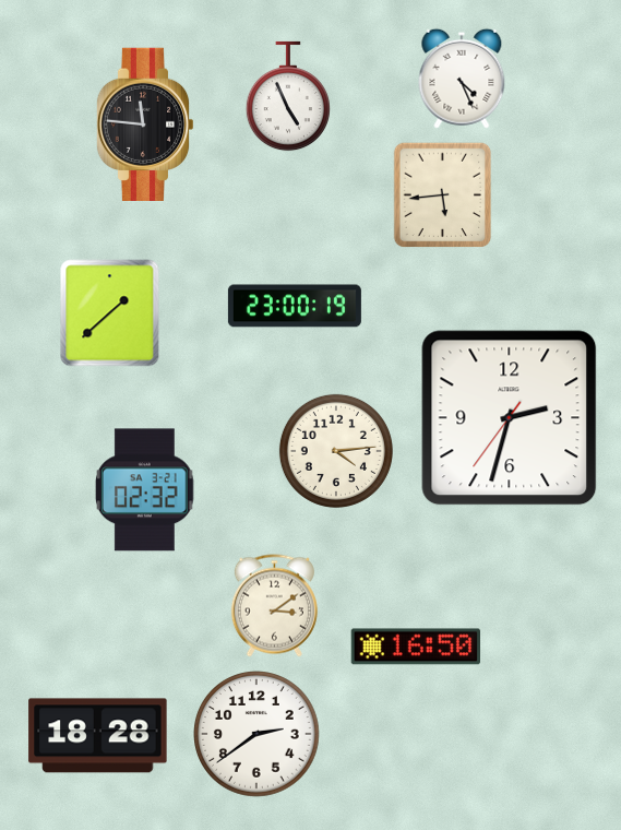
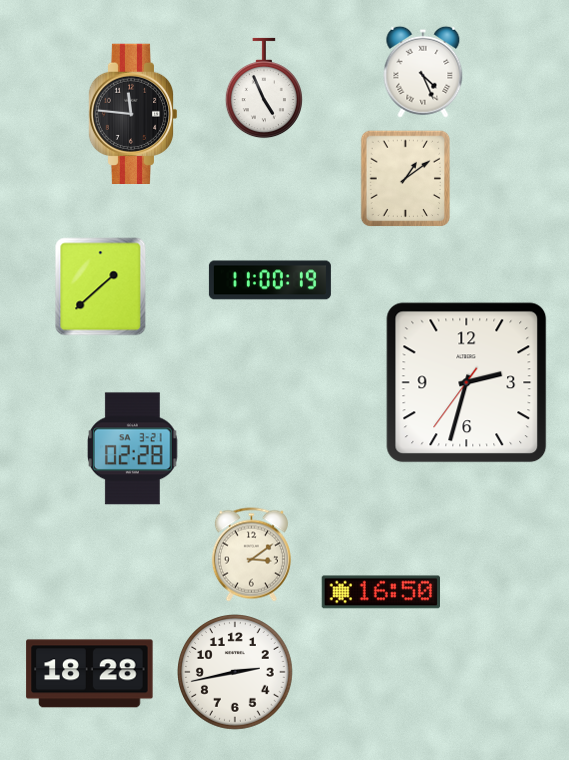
clock at (443, 195): 5:44 -> 1:09
clock at (295, 306): 23:00 -> 11:00
clock at (336, 451): 4:14 -> none
clock at (145, 490): 02:32 -> 02:28
clock at (258, 735): 2:39 -> 2:43
